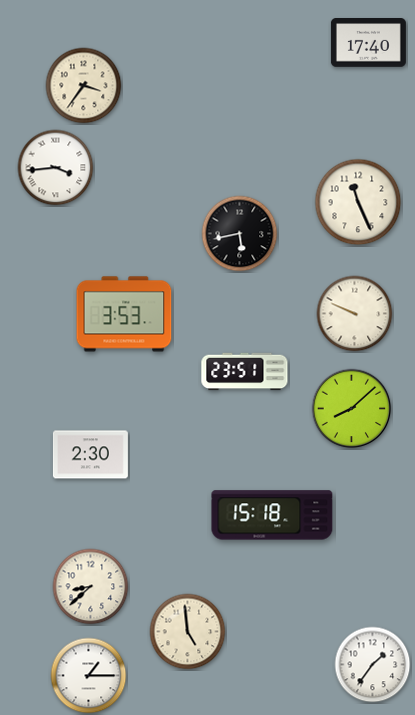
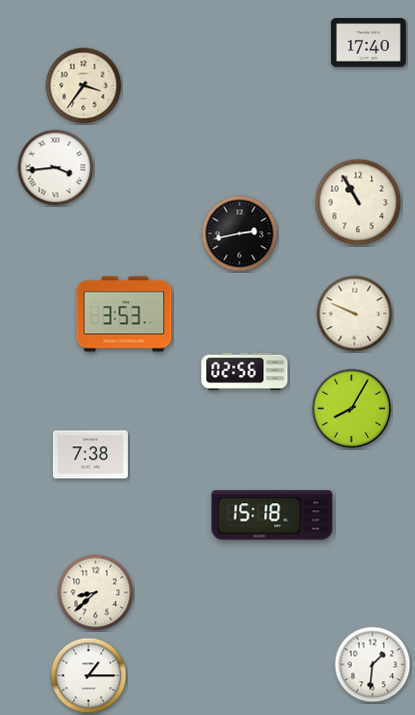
clock at (358, 202): 11:26 -> 10:55
clock at (240, 234): 5:43 -> 2:43
clock at (245, 372): 23:51 -> 02:56
clock at (352, 409): 8:08 -> 8:05
clock at (90, 455): 2:30 -> 7:38
clock at (91, 587) position: (91, 587) -> (96, 593)
clock at (188, 632): 4:59 -> none
clock at (373, 665): 1:36 -> 1:31
